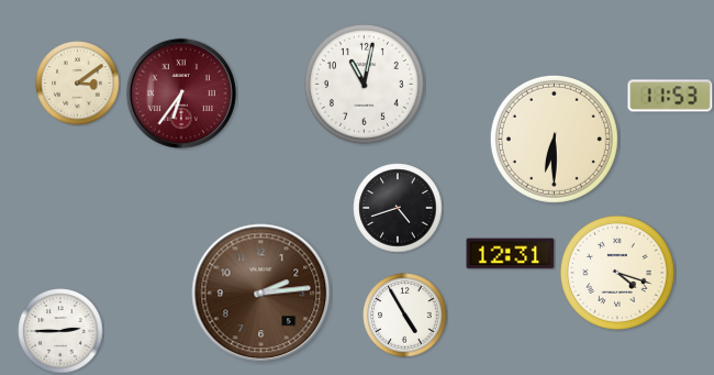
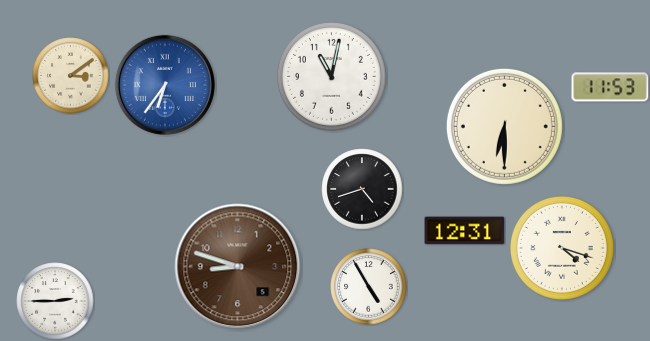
clock at (181, 93) dial: burgundy -> blue
clock at (261, 294): 2:14 -> 8:48
